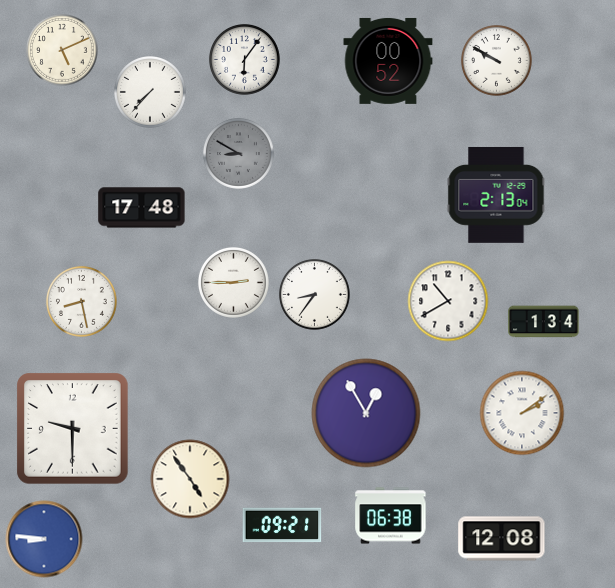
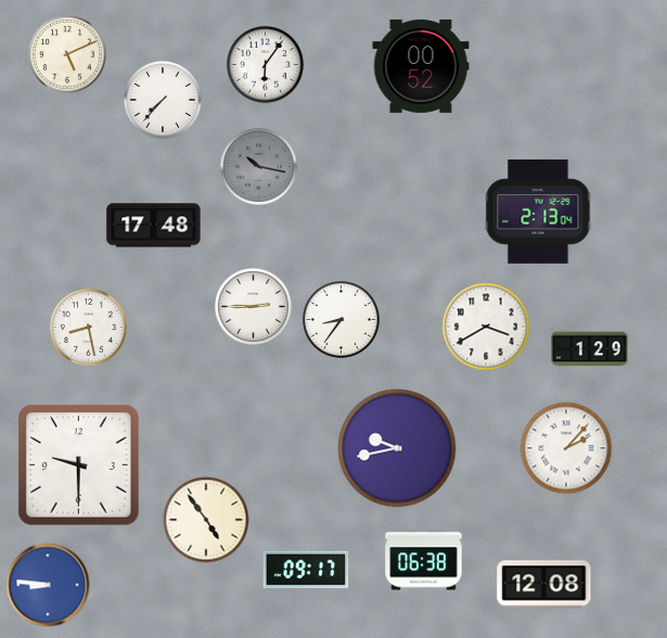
clock at (496, 60): 9:50 -> none
clock at (238, 153): 8:50 -> 10:17
clock at (448, 301): 10:40 -> 3:40
clock at (544, 322): 1:34 -> 1:29
clock at (366, 413): 12:55 -> 9:43
clock at (522, 413): 2:09 -> 2:07
clock at (282, 525): 09:21 -> 09:17
